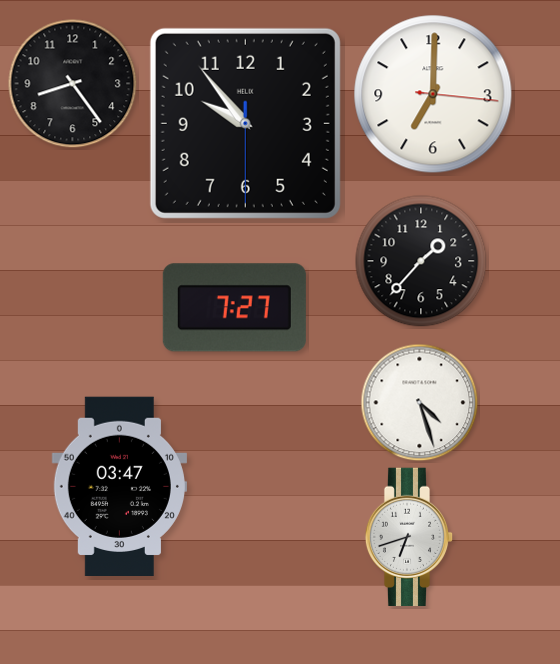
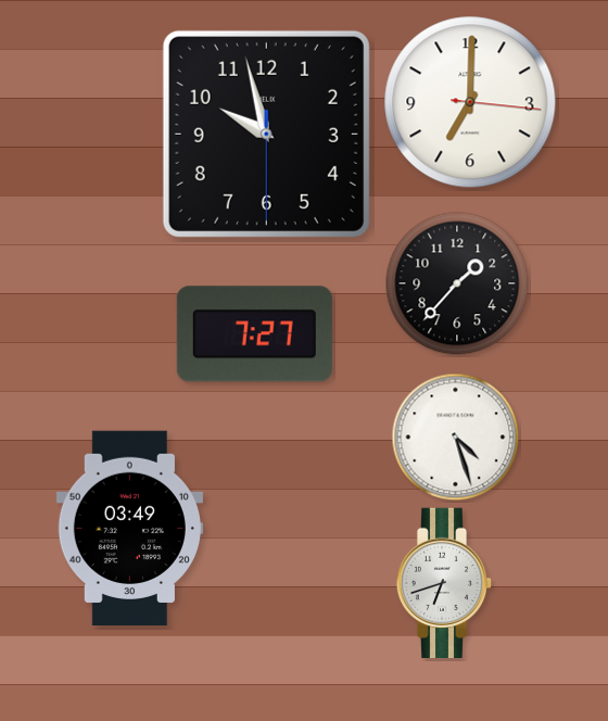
clock at (73, 84): 8:24 -> none
clock at (245, 123): 9:53 -> 9:57
clock at (119, 486): 03:47 -> 03:49
